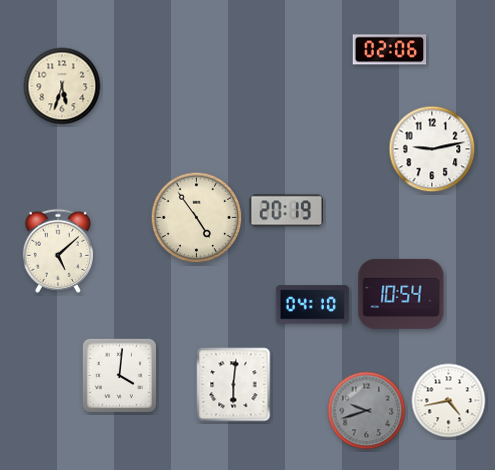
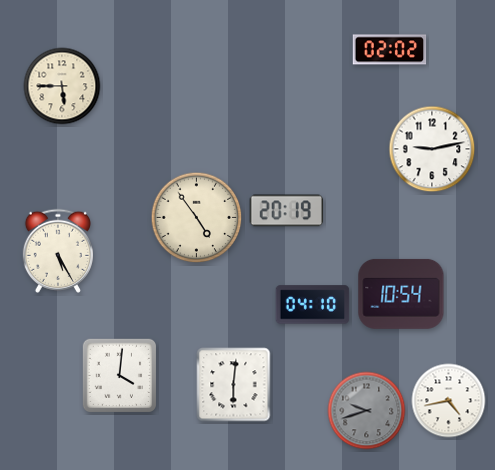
clock at (390, 50): 02:06 -> 02:02
clock at (62, 86): 5:33 -> 5:45
clock at (58, 251): 5:08 -> 5:25
